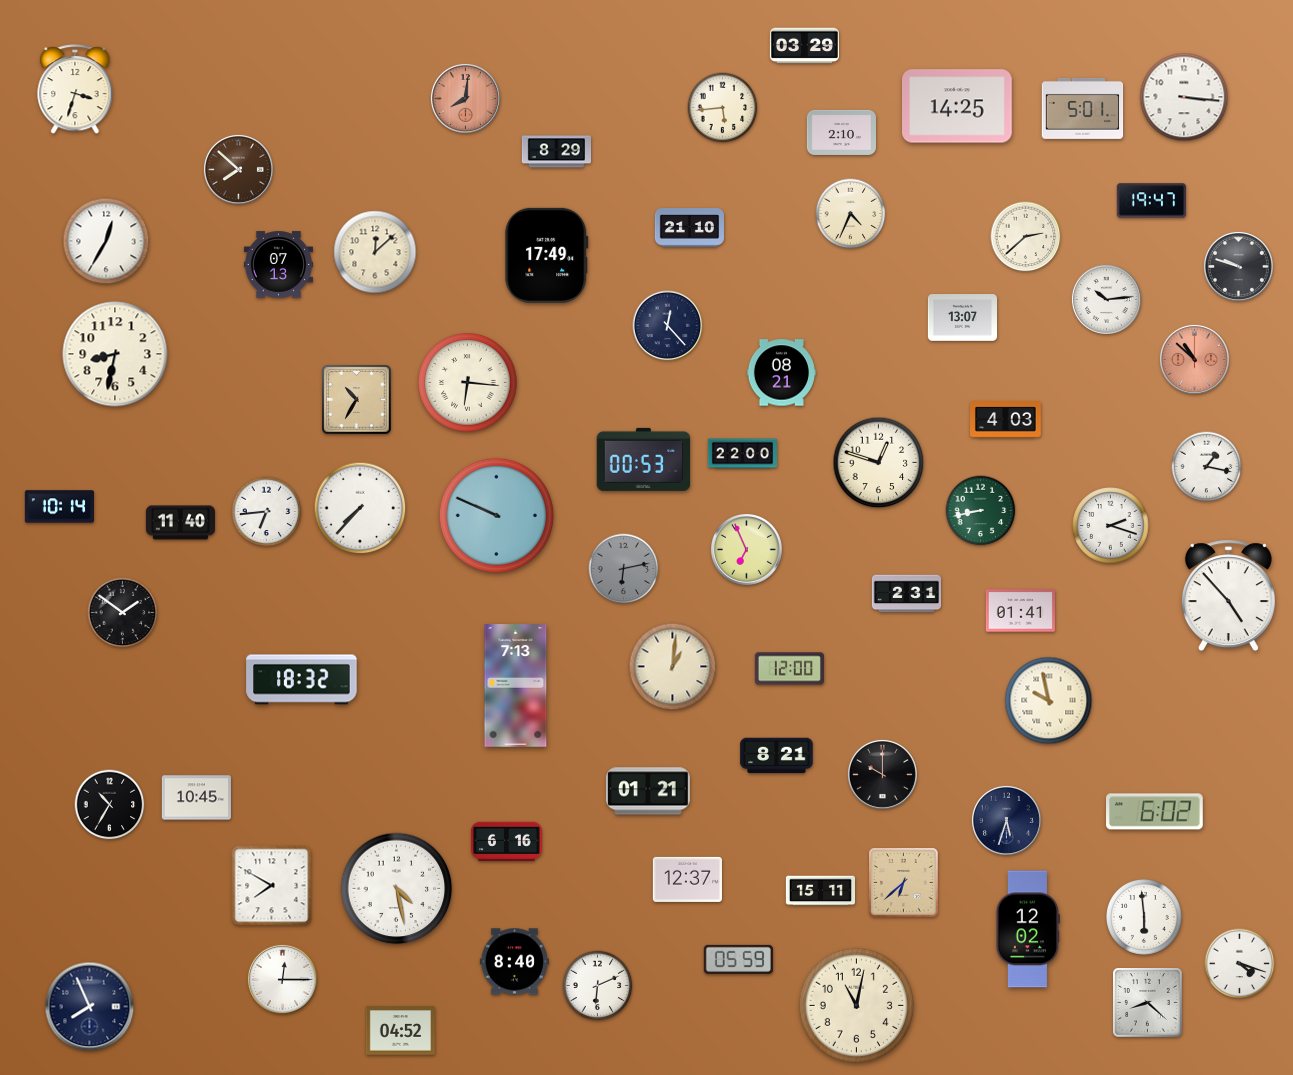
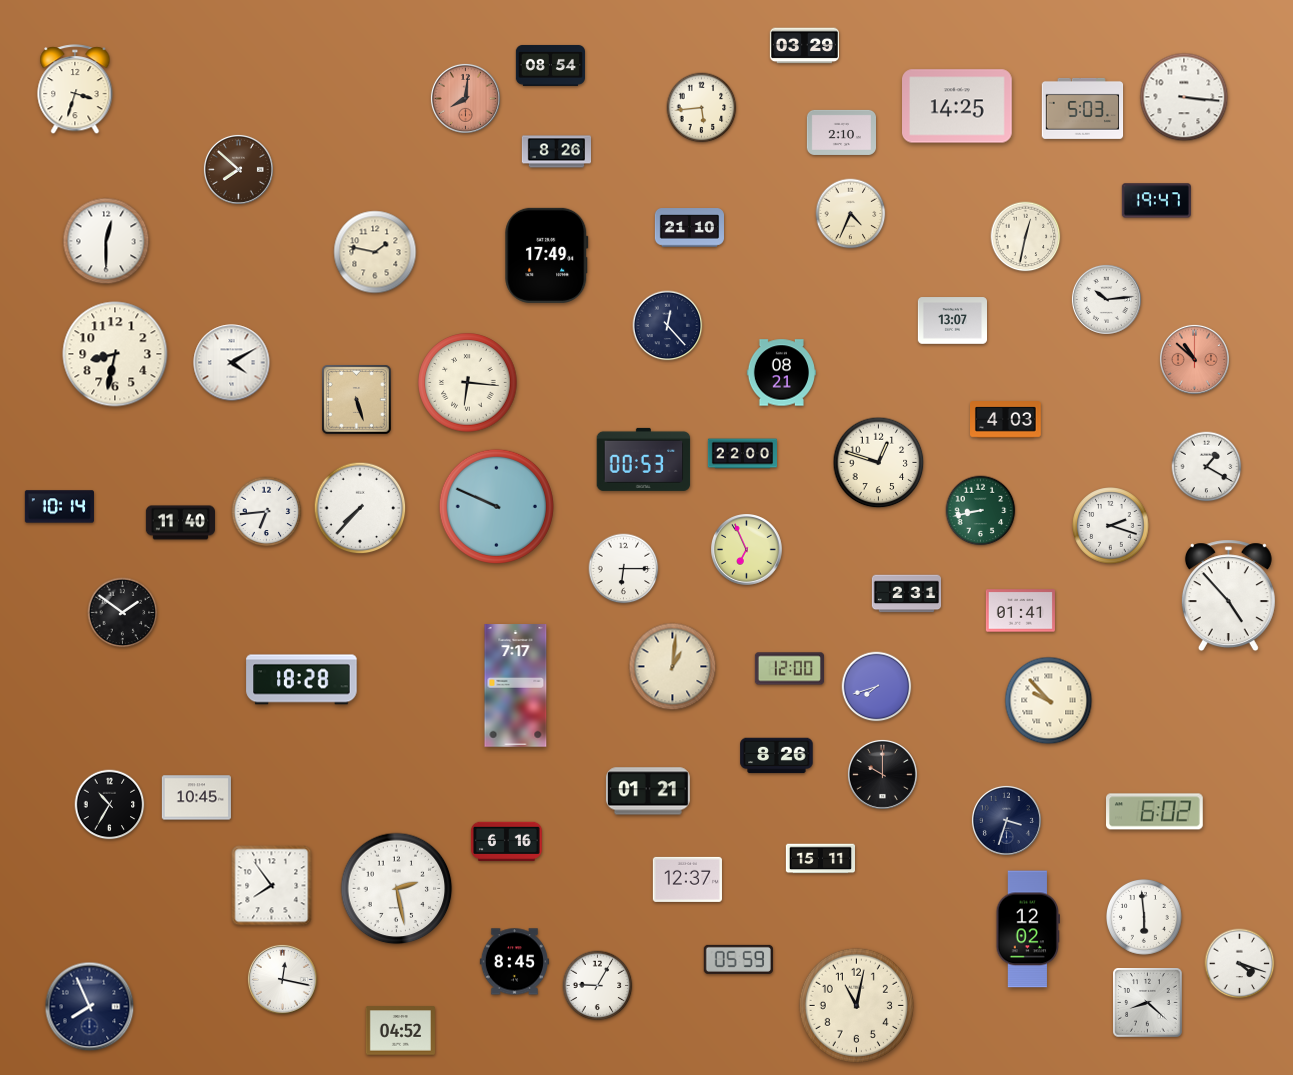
clock at (550, 65): none -> 08:54
clock at (723, 108) position: (723, 108) -> (702, 108)
clock at (1083, 108): 5:01 -> 5:03
clock at (556, 152): 8:29 -> 8:26
clock at (1151, 201) position: (1151, 201) -> (1156, 201)
clock at (1026, 237): 2:38 -> 12:32
clock at (106, 241): 12:35 -> 12:30
clock at (375, 252): 12:08 -> 1:47
clock at (278, 265): 07:13 -> none
clock at (1238, 266): 9:48 -> none
clock at (962, 318) position: (962, 318) -> (952, 321)
clock at (232, 363): none -> 4:10
clock at (357, 400): 10:35 -> 5:27
clock at (1207, 467): 1:17 -> 1:20
clock at (496, 515) position: (496, 515) -> (496, 506)
clock at (624, 569): 6:13 -> 6:15
clock at (624, 569) dial: grey -> white
clock at (302, 680): 18:32 -> 18:28
clock at (516, 686): 7:13 -> 7:17
clock at (877, 687): none -> 7:42
clock at (1049, 701): 9:58 -> 9:53
clock at (777, 756): 8:21 -> 8:26
clock at (1006, 820): 5:33 -> 3:33
clock at (904, 883): 6:38 -> none
clock at (272, 886): 7:50 -> 7:54
clock at (397, 889): 4:28 -> 2:28
clock at (820, 891) position: (820, 891) -> (820, 859)
clock at (514, 962): 8:40 -> 8:45
clock at (282, 979): 12:15 -> 12:17
clock at (598, 986): 6:11 -> 9:05
